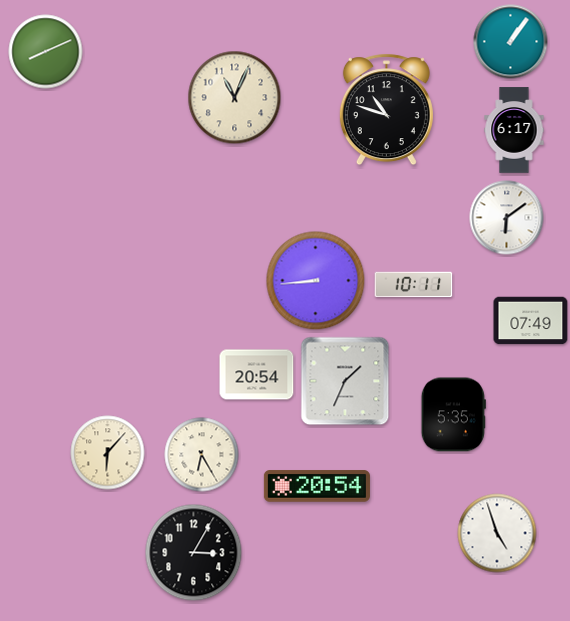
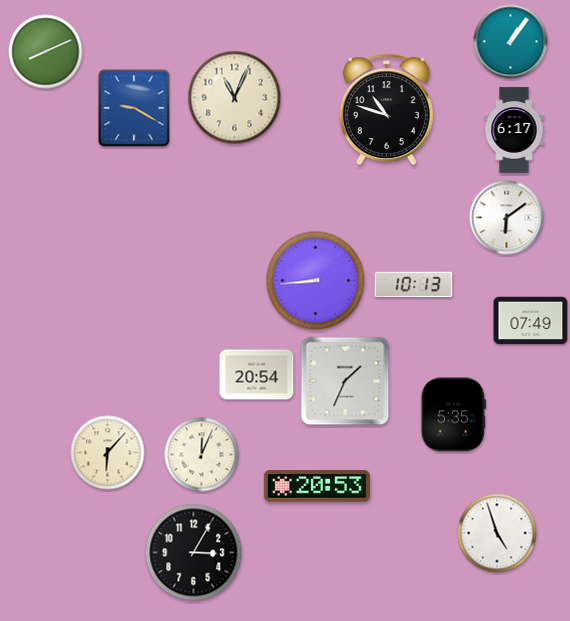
clock at (134, 108): none -> 9:20
clock at (414, 285): 10:11 -> 10:13
clock at (202, 455): 6:25 -> 12:04
clock at (317, 486): 20:54 -> 20:53
